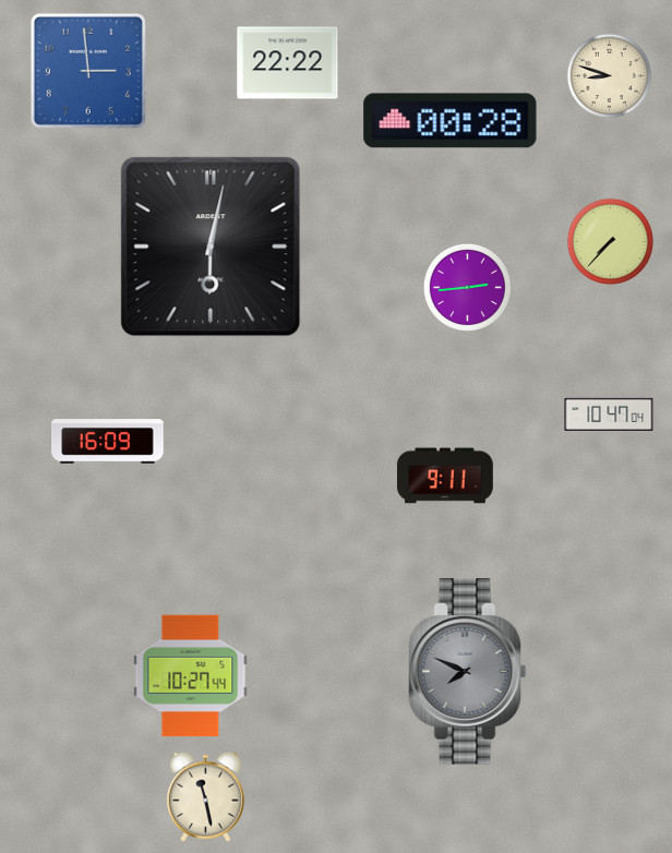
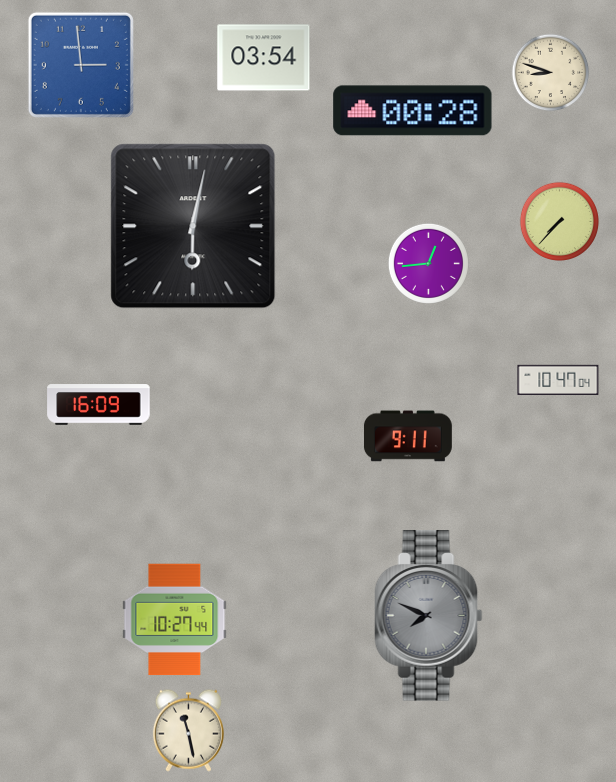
clock at (288, 63): 22:22 -> 03:54
clock at (610, 76) position: (610, 76) -> (551, 73)
clock at (467, 287): 2:44 -> 12:44
